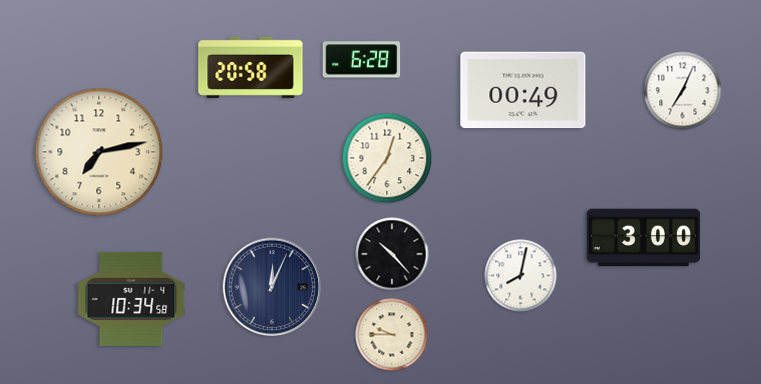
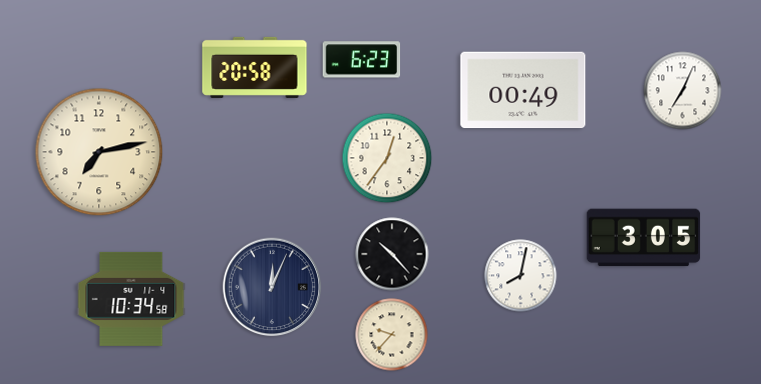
clock at (362, 60): 6:28 -> 6:23
clock at (251, 67) position: (251, 67) -> (255, 67)
clock at (644, 238): 3:00 -> 3:05
clock at (392, 335): 9:45 -> 9:37
